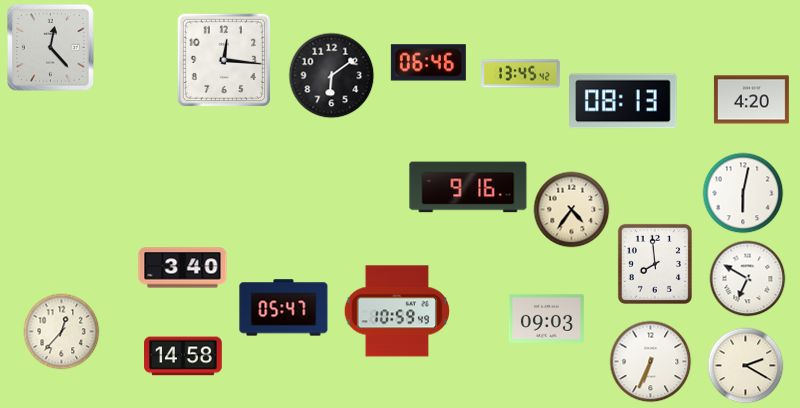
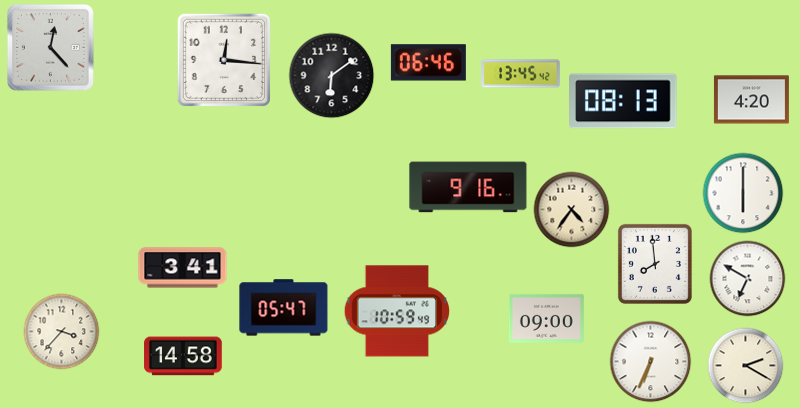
clock at (743, 193): 6:02 -> 6:00
clock at (183, 268): 3:40 -> 3:41
clock at (546, 318): 09:03 -> 09:00
clock at (62, 332): 12:37 -> 3:37
